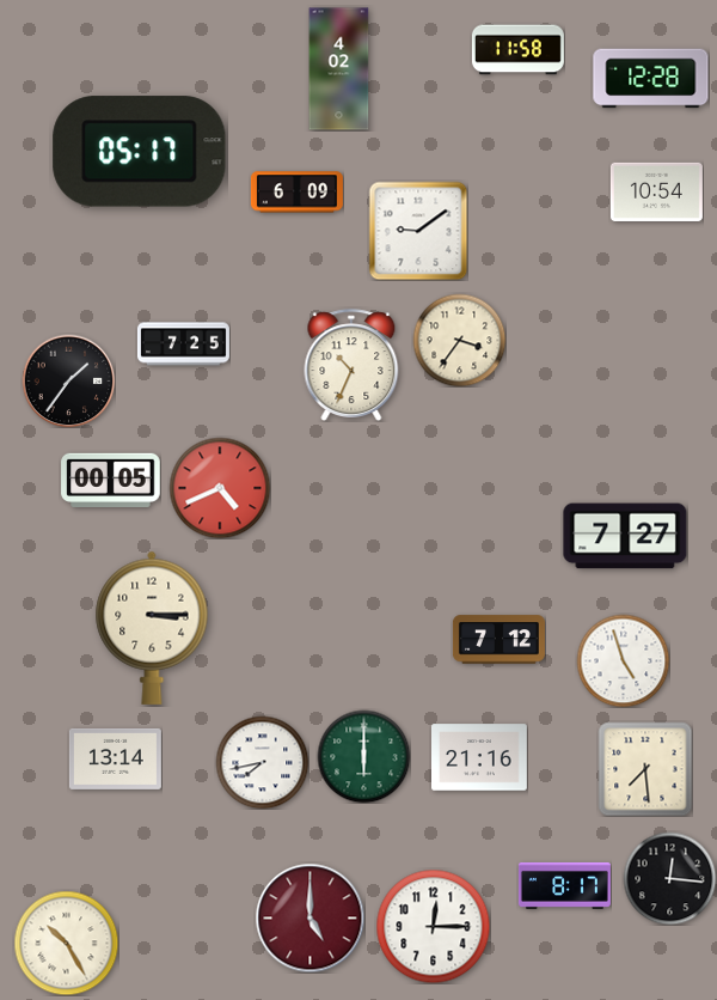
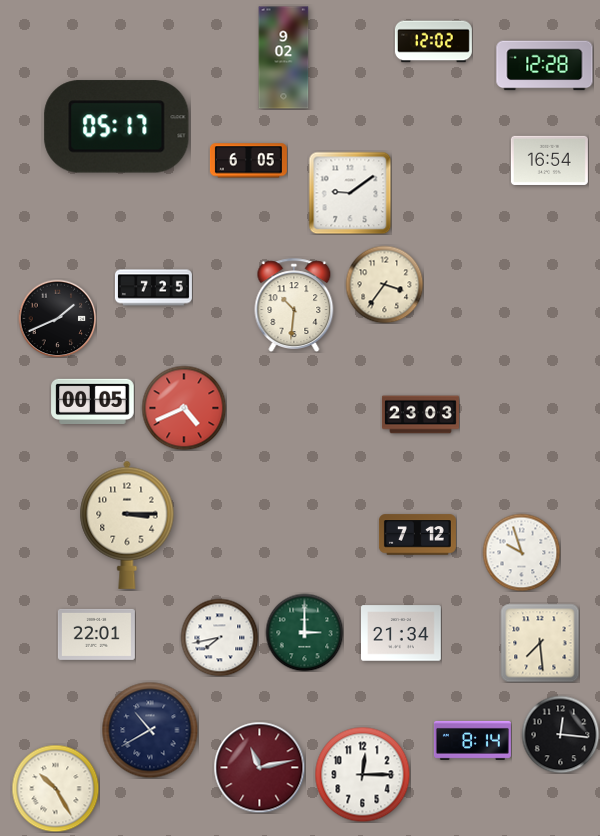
clock at (517, 50): 11:58 -> 12:02
clock at (339, 69): 4:02 -> 9:02
clock at (656, 191): 10:54 -> 16:54
clock at (296, 193): 6:09 -> 6:05
clock at (351, 365): 10:34 -> 10:31
clock at (68, 380): 1:36 -> 1:41
clock at (420, 415): none -> 23:03
clock at (625, 536): 7:27 -> none
clock at (623, 660): 4:57 -> 9:57
clock at (363, 756): 6:00 -> 3:00
clock at (480, 757): 21:16 -> 21:34
clock at (115, 758): 13:14 -> 22:01
clock at (150, 730): none -> 10:40
clock at (564, 885): 8:17 -> 8:14
clock at (310, 917): 5:00 -> 11:13
